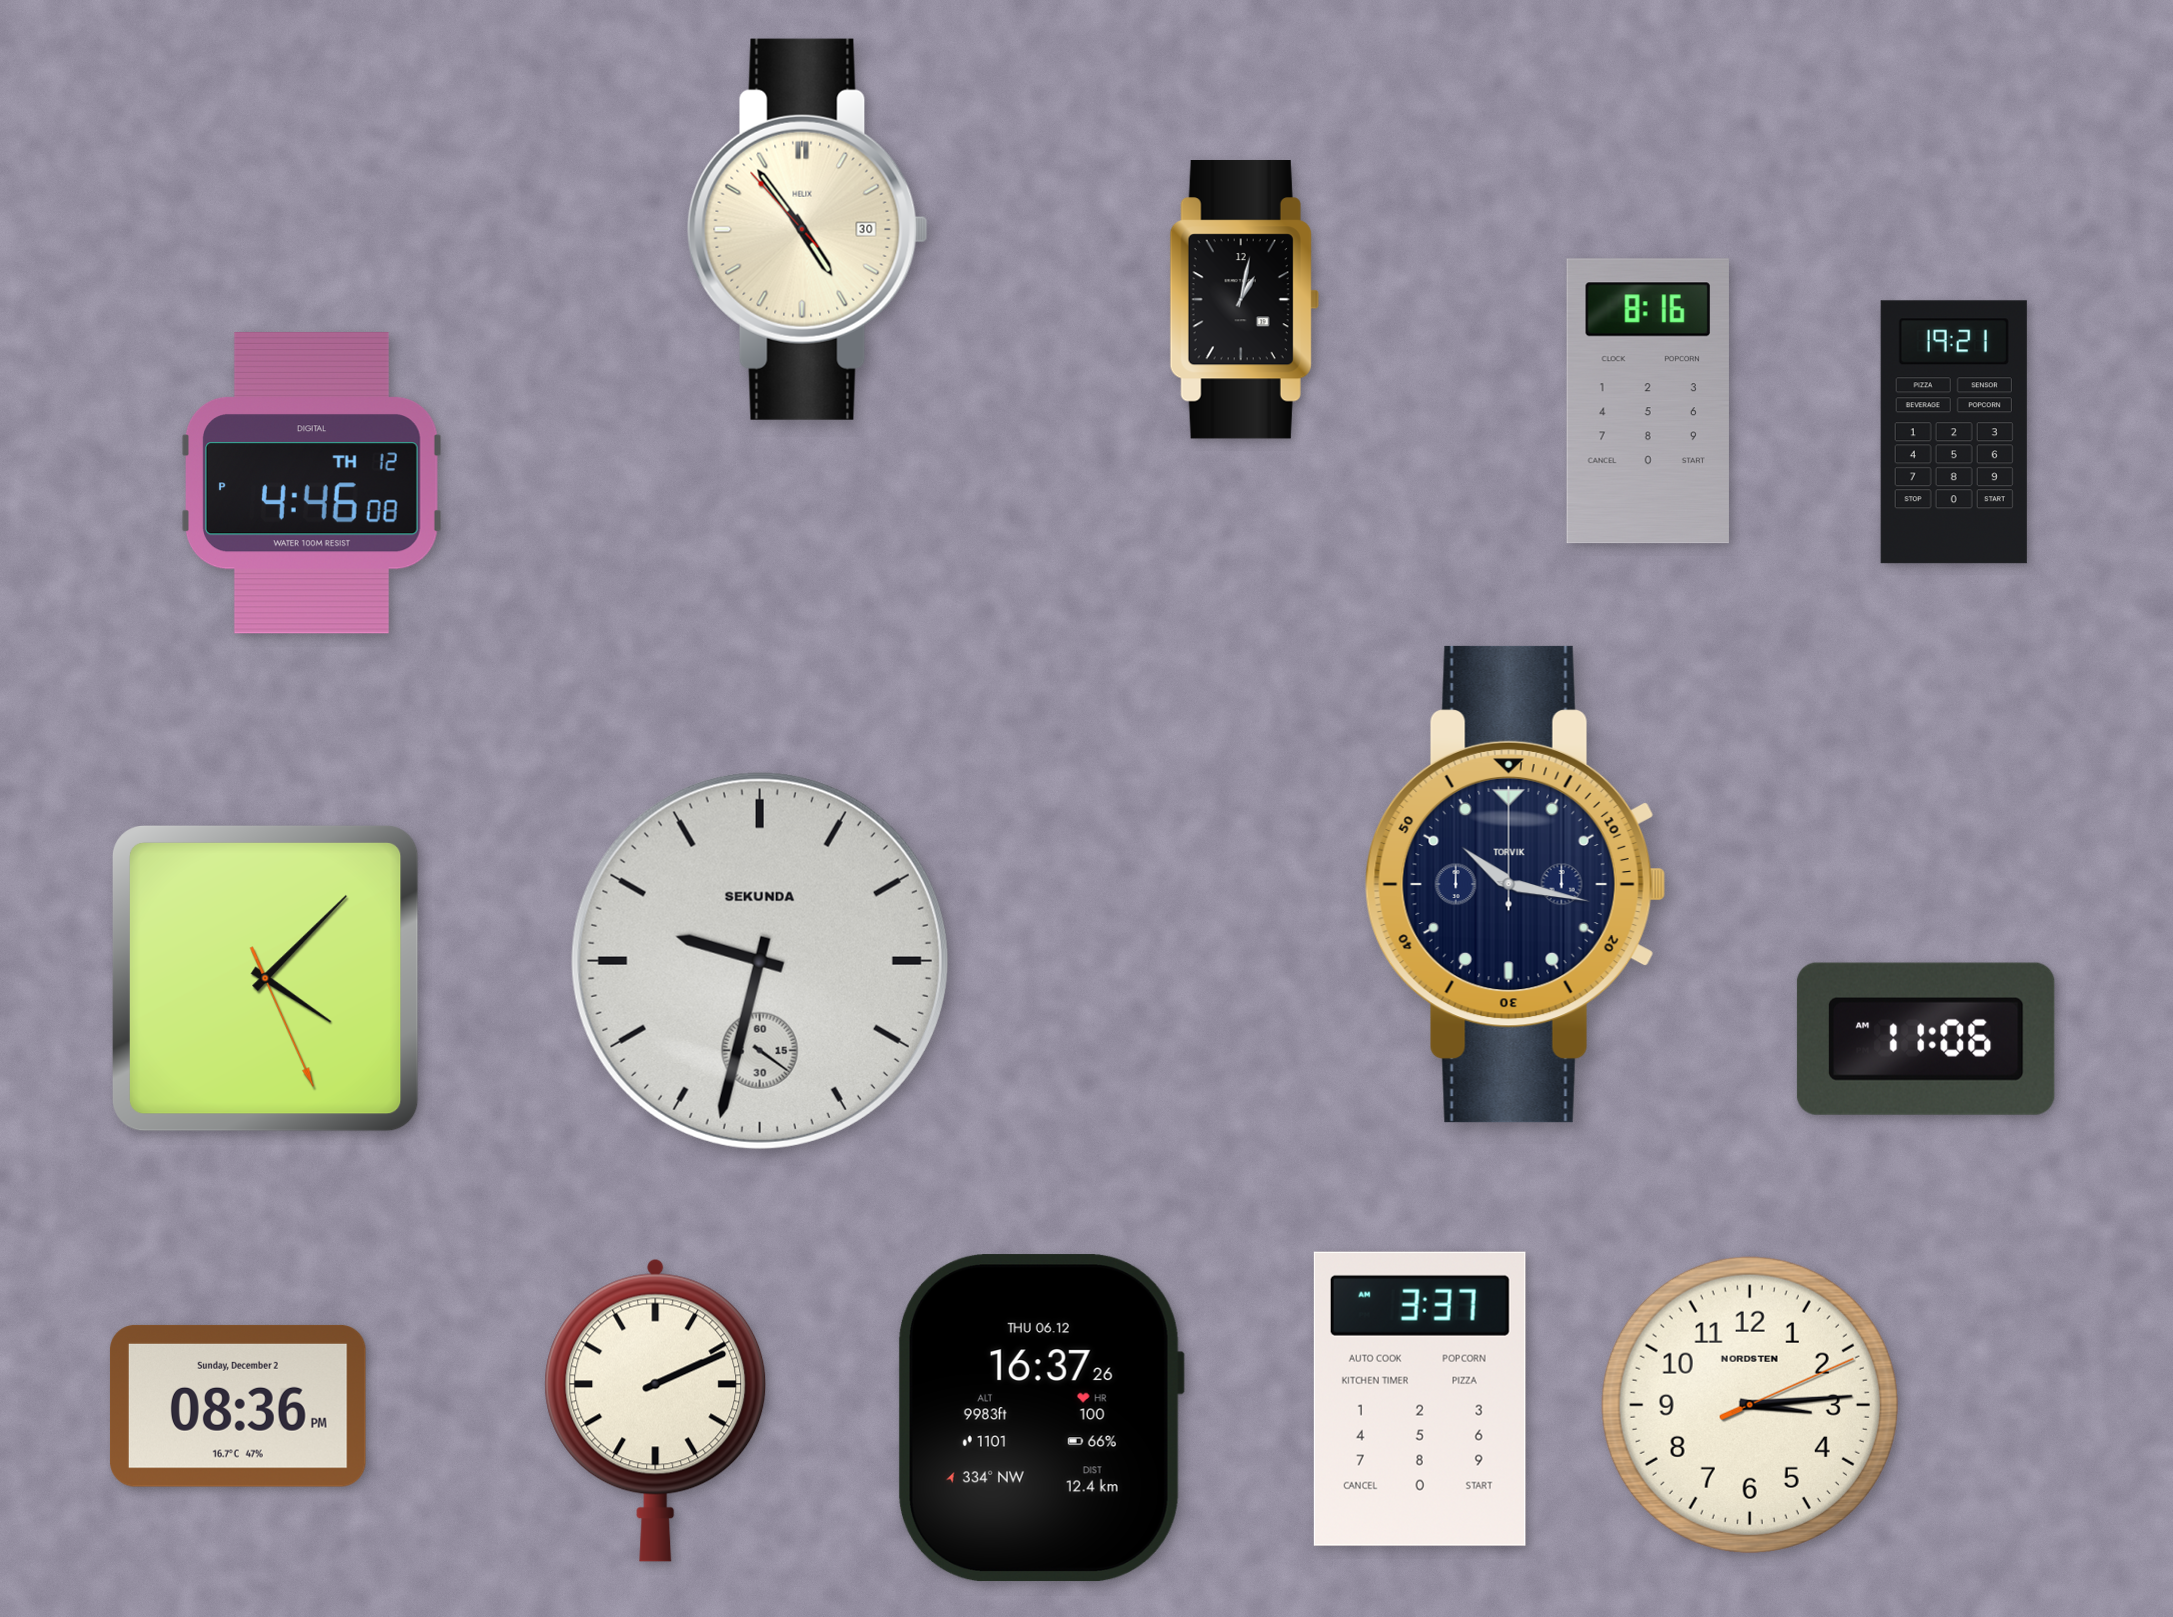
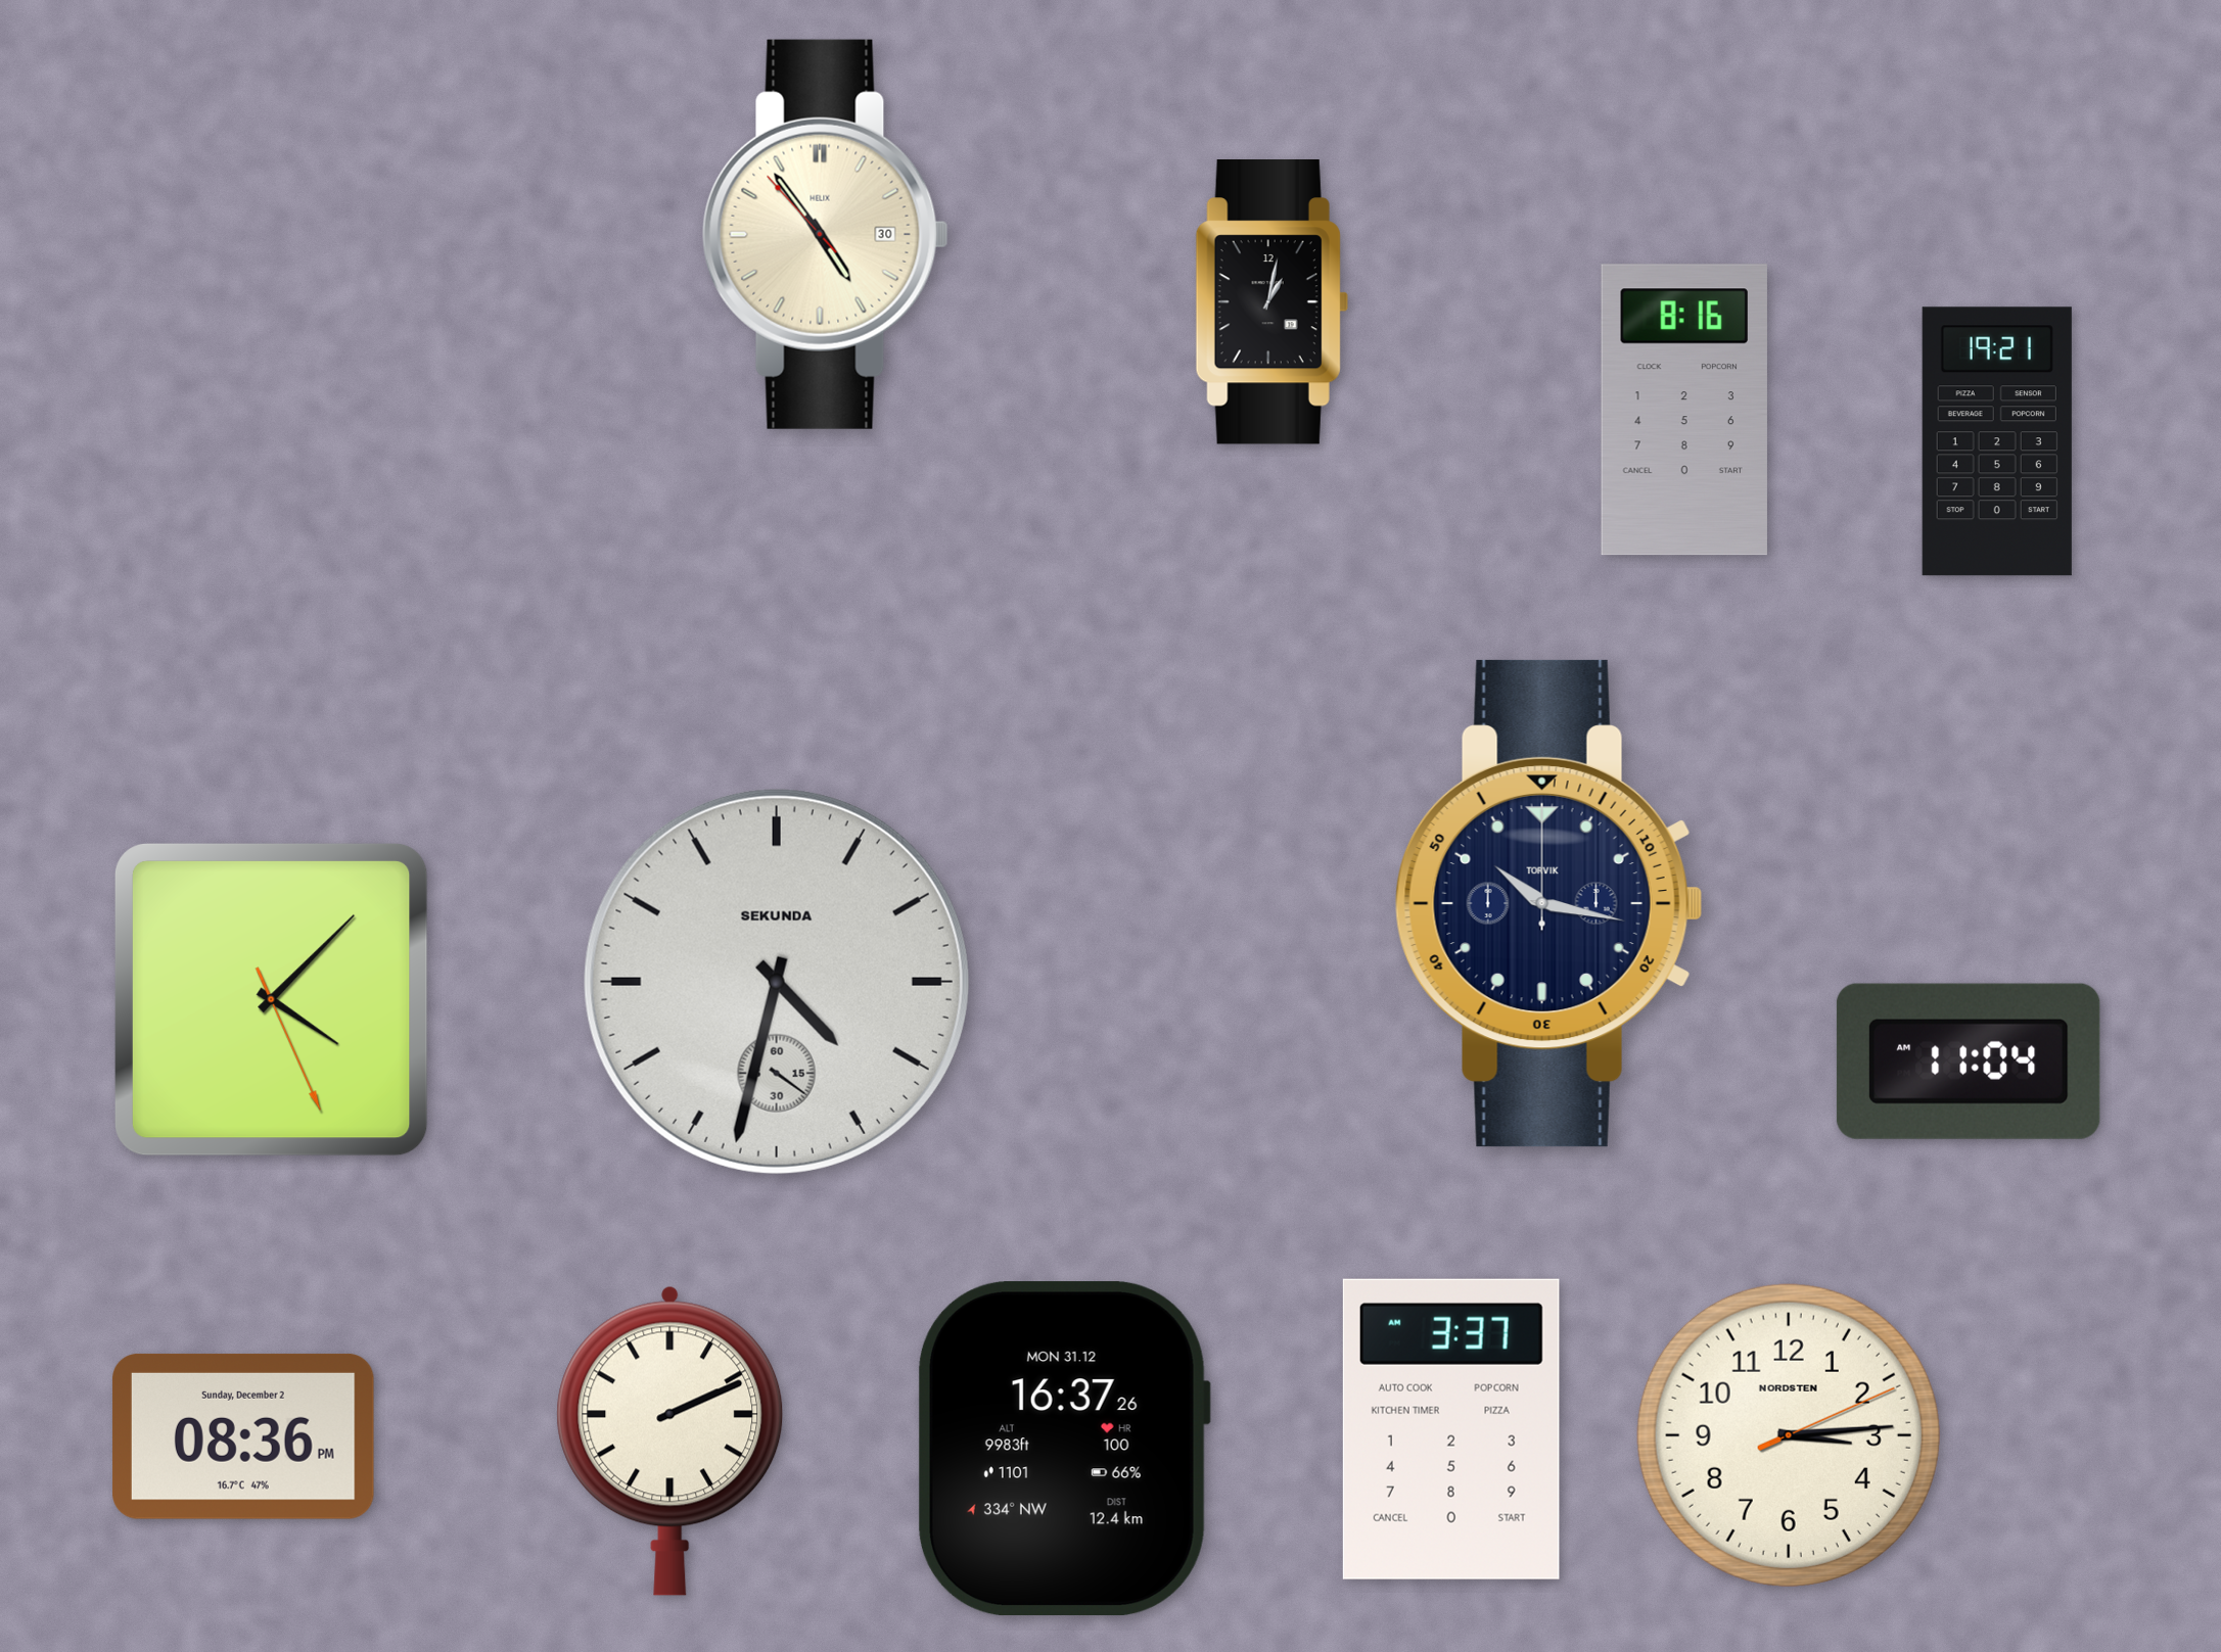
clock at (1244, 300) position: (1244, 300) -> (1271, 302)
clock at (312, 483): 4:46 -> none
clock at (760, 961): 9:32 -> 4:32
clock at (1926, 1039): 11:06 -> 11:04
clock at (1041, 1418) date: THU 06.12 -> MON 31.12
